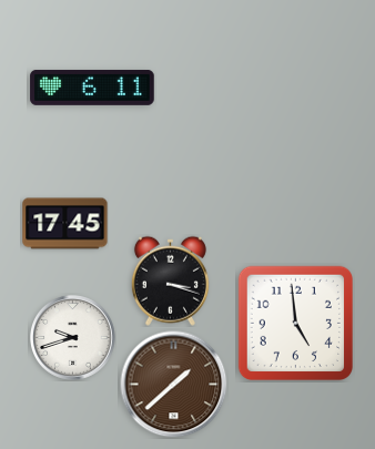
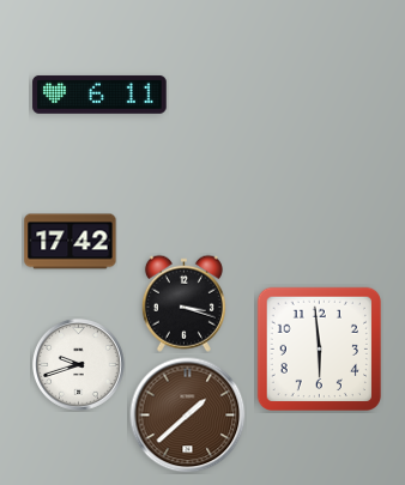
clock at (65, 224): 17:45 -> 17:42
clock at (295, 323): 4:59 -> 5:59
